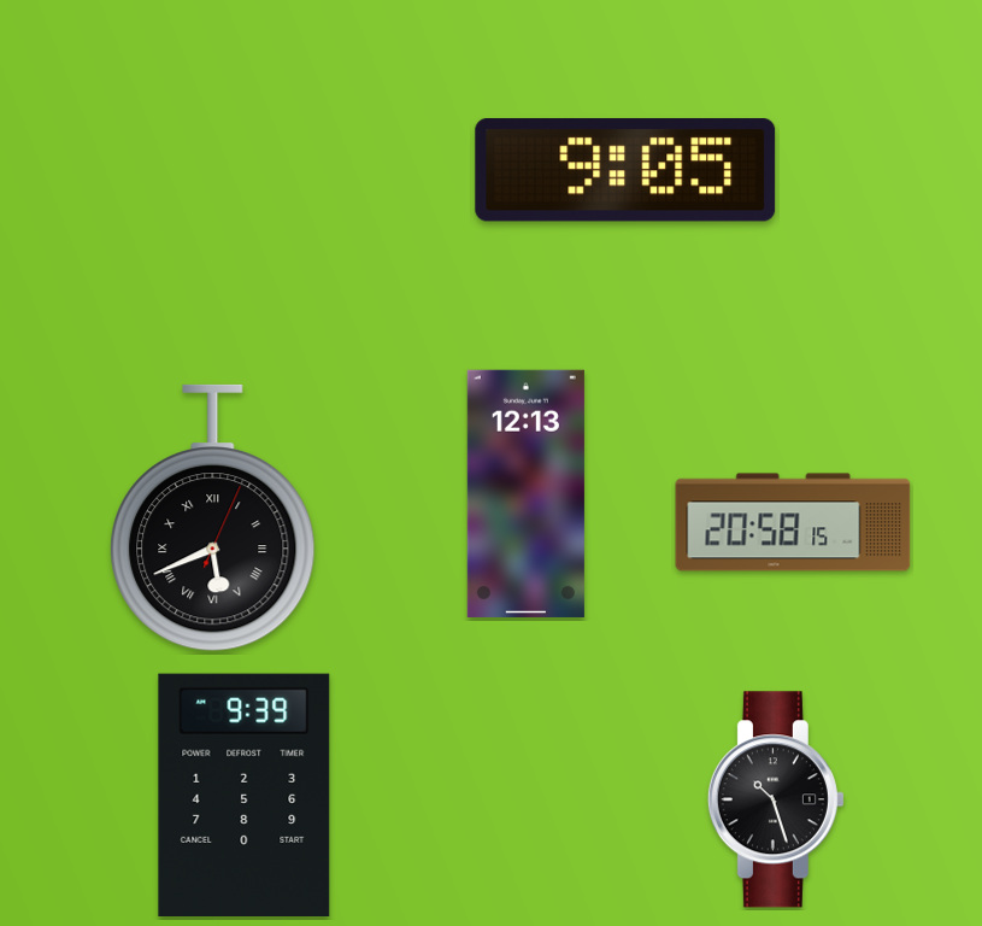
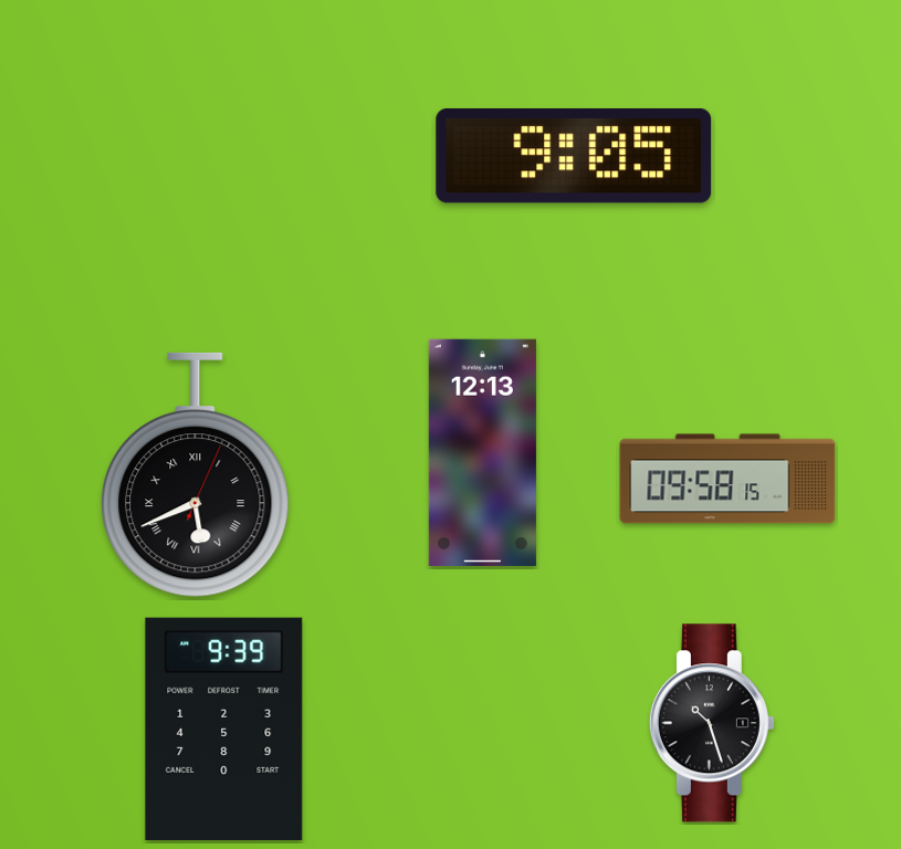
clock at (793, 522): 20:58 -> 09:58
clock at (776, 799) position: (776, 799) -> (712, 723)
